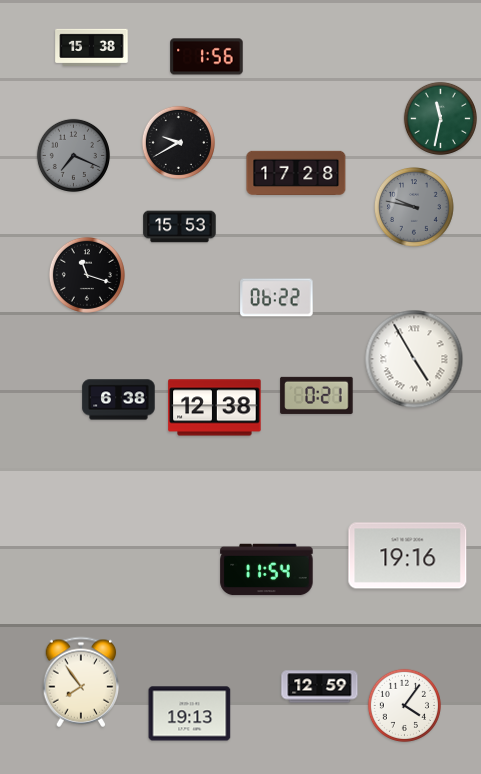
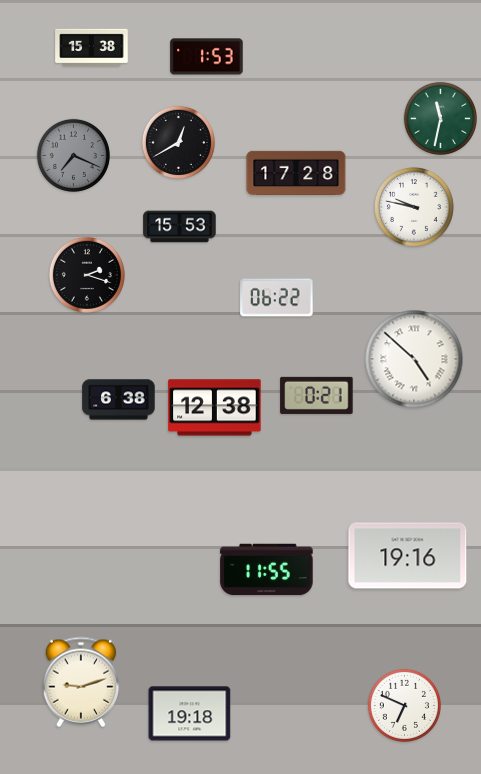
clock at (207, 57): 1:56 -> 1:53
clock at (178, 142): 9:40 -> 12:40
clock at (414, 207) dial: grey -> white
clock at (87, 275): 11:18 -> 2:18
clock at (414, 359): 4:55 -> 4:52
clock at (267, 570): 11:54 -> 11:55
clock at (81, 682): 7:54 -> 9:12
clock at (320, 687): 12:59 -> none
clock at (404, 705): 4:06 -> 6:49
clock at (190, 714): 19:13 -> 19:18
